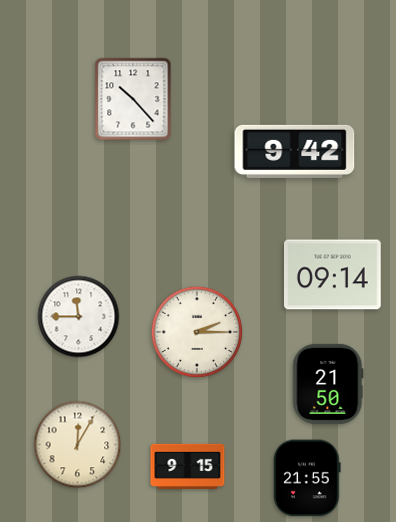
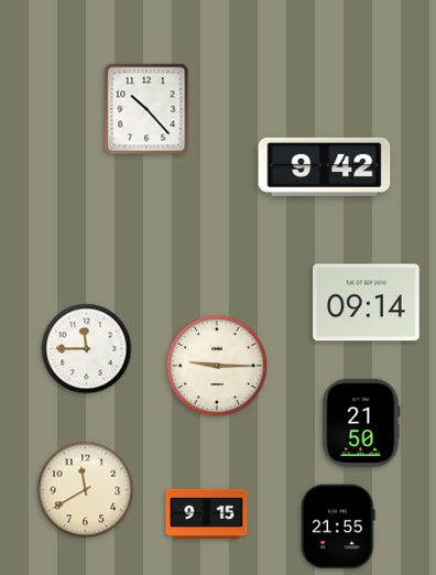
clock at (197, 332): 2:15 -> 9:15
clock at (78, 445): 12:05 -> 11:40
